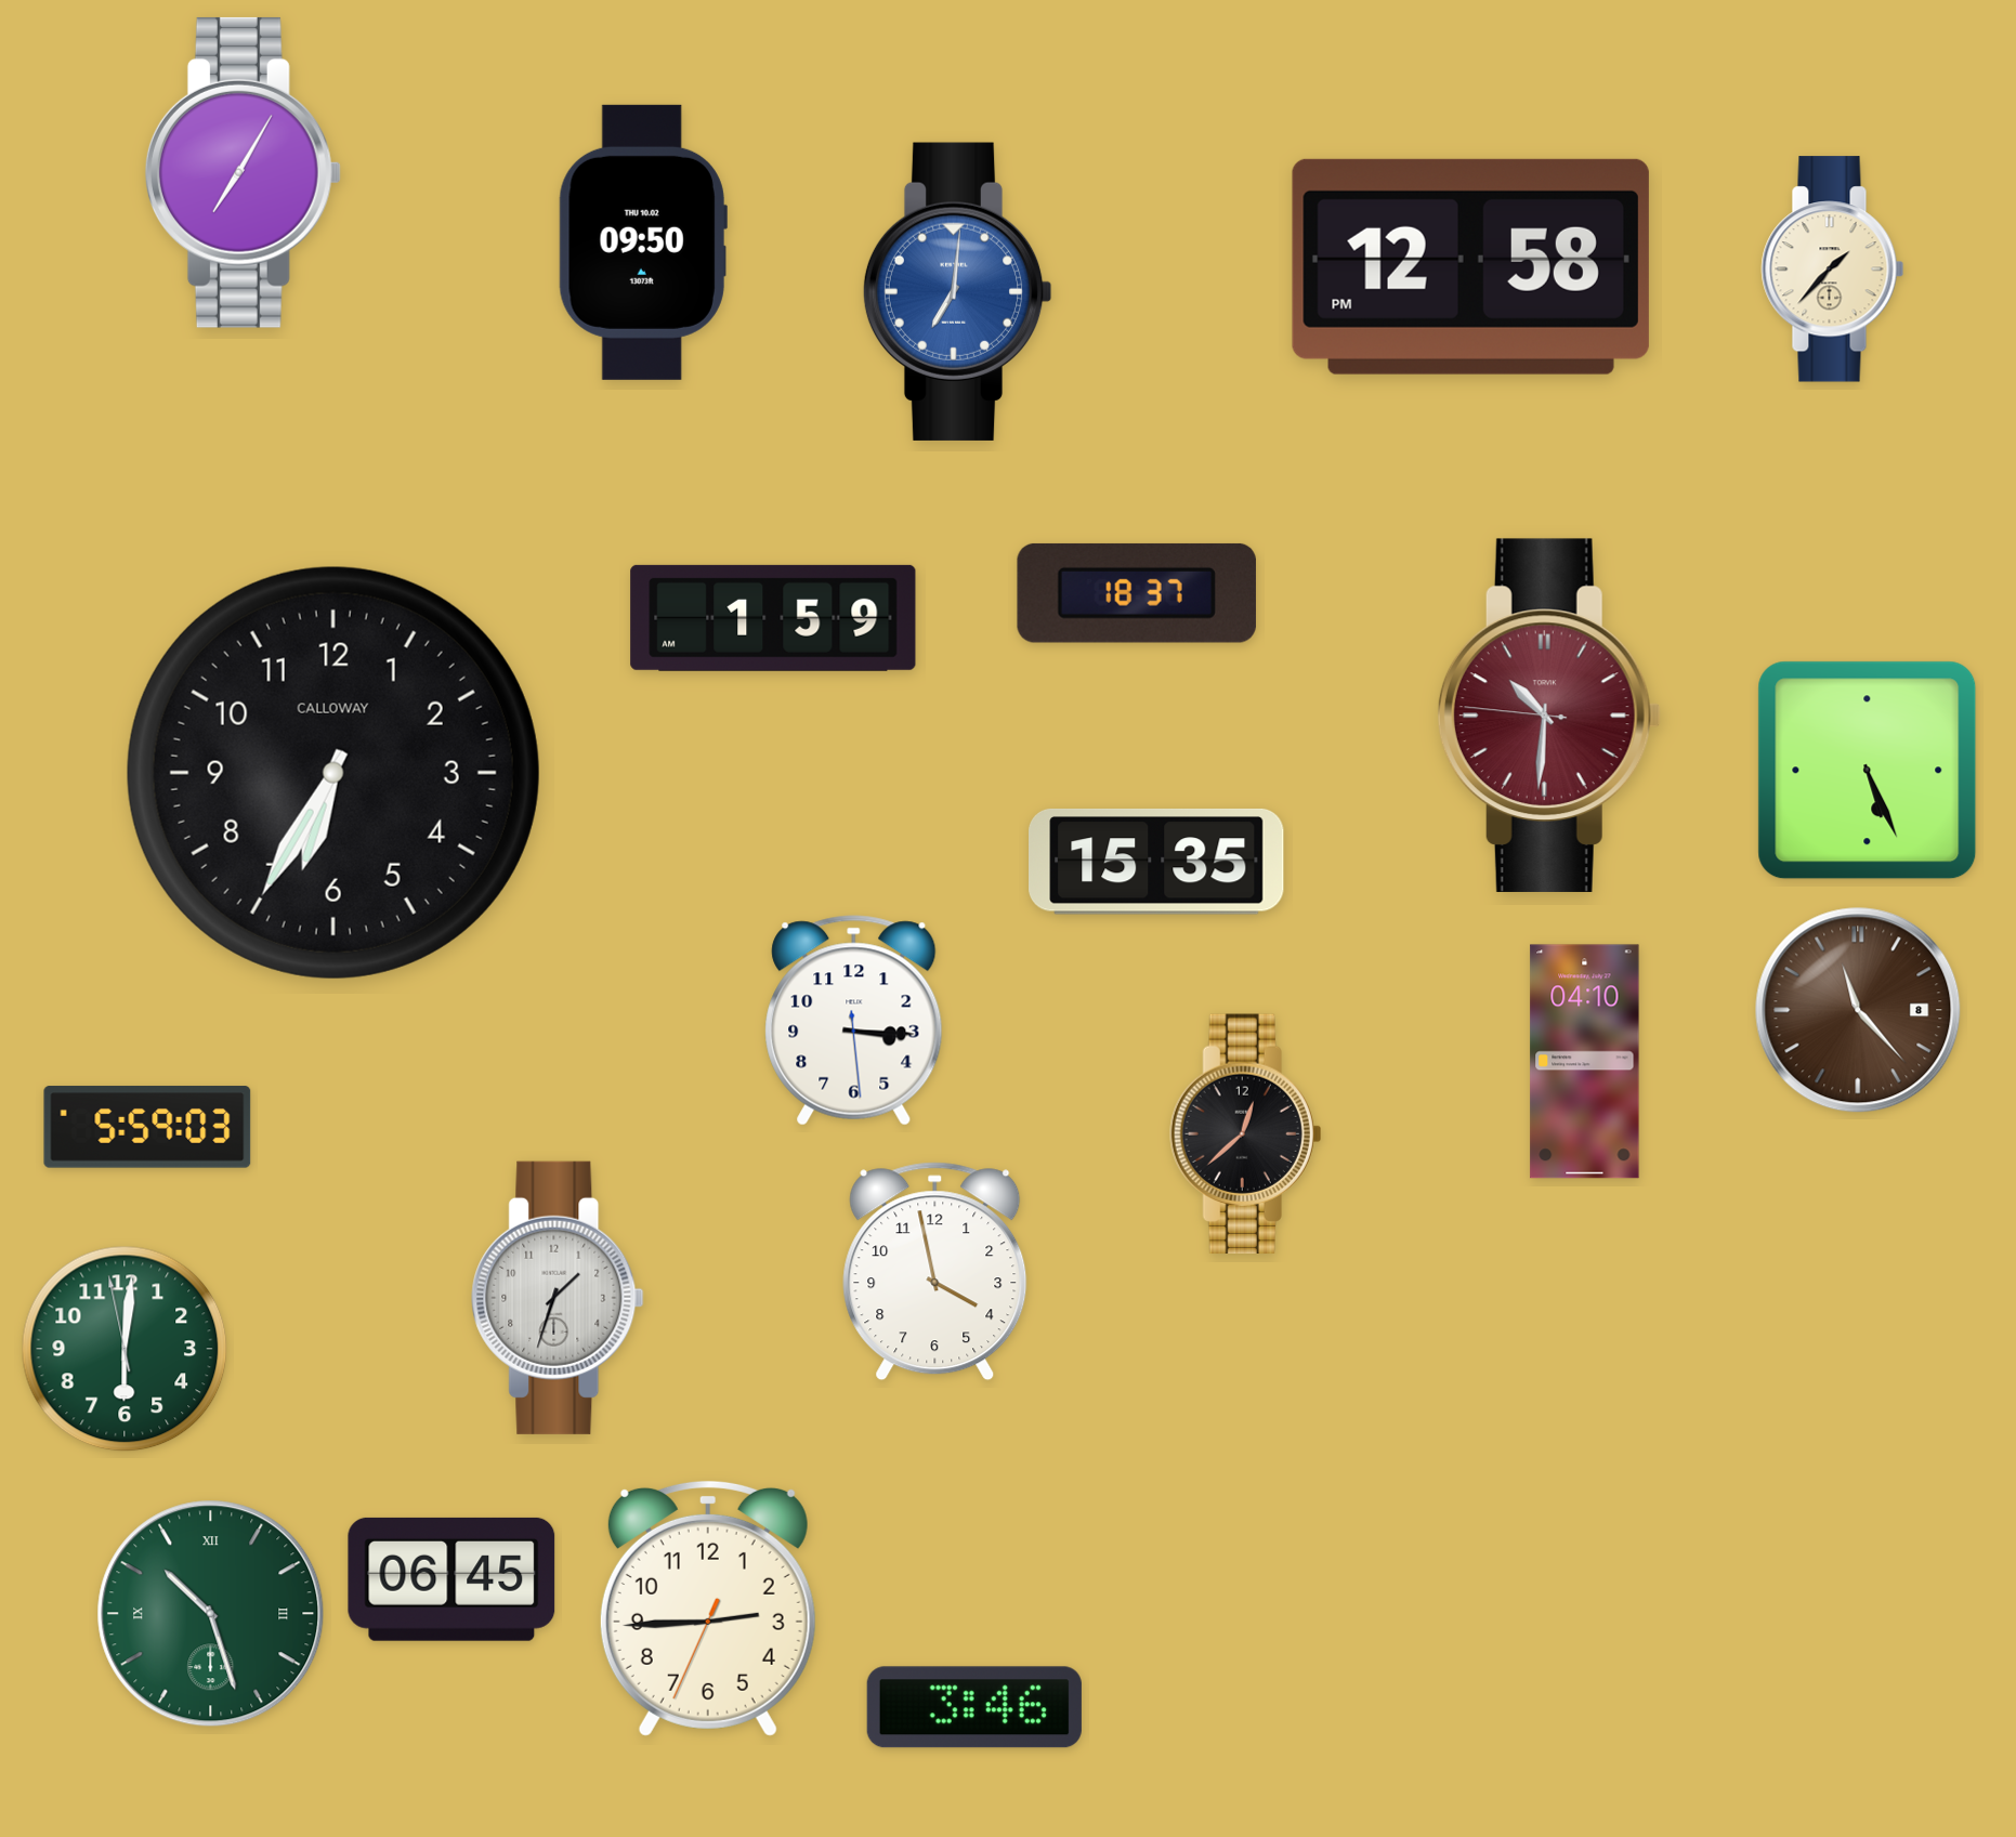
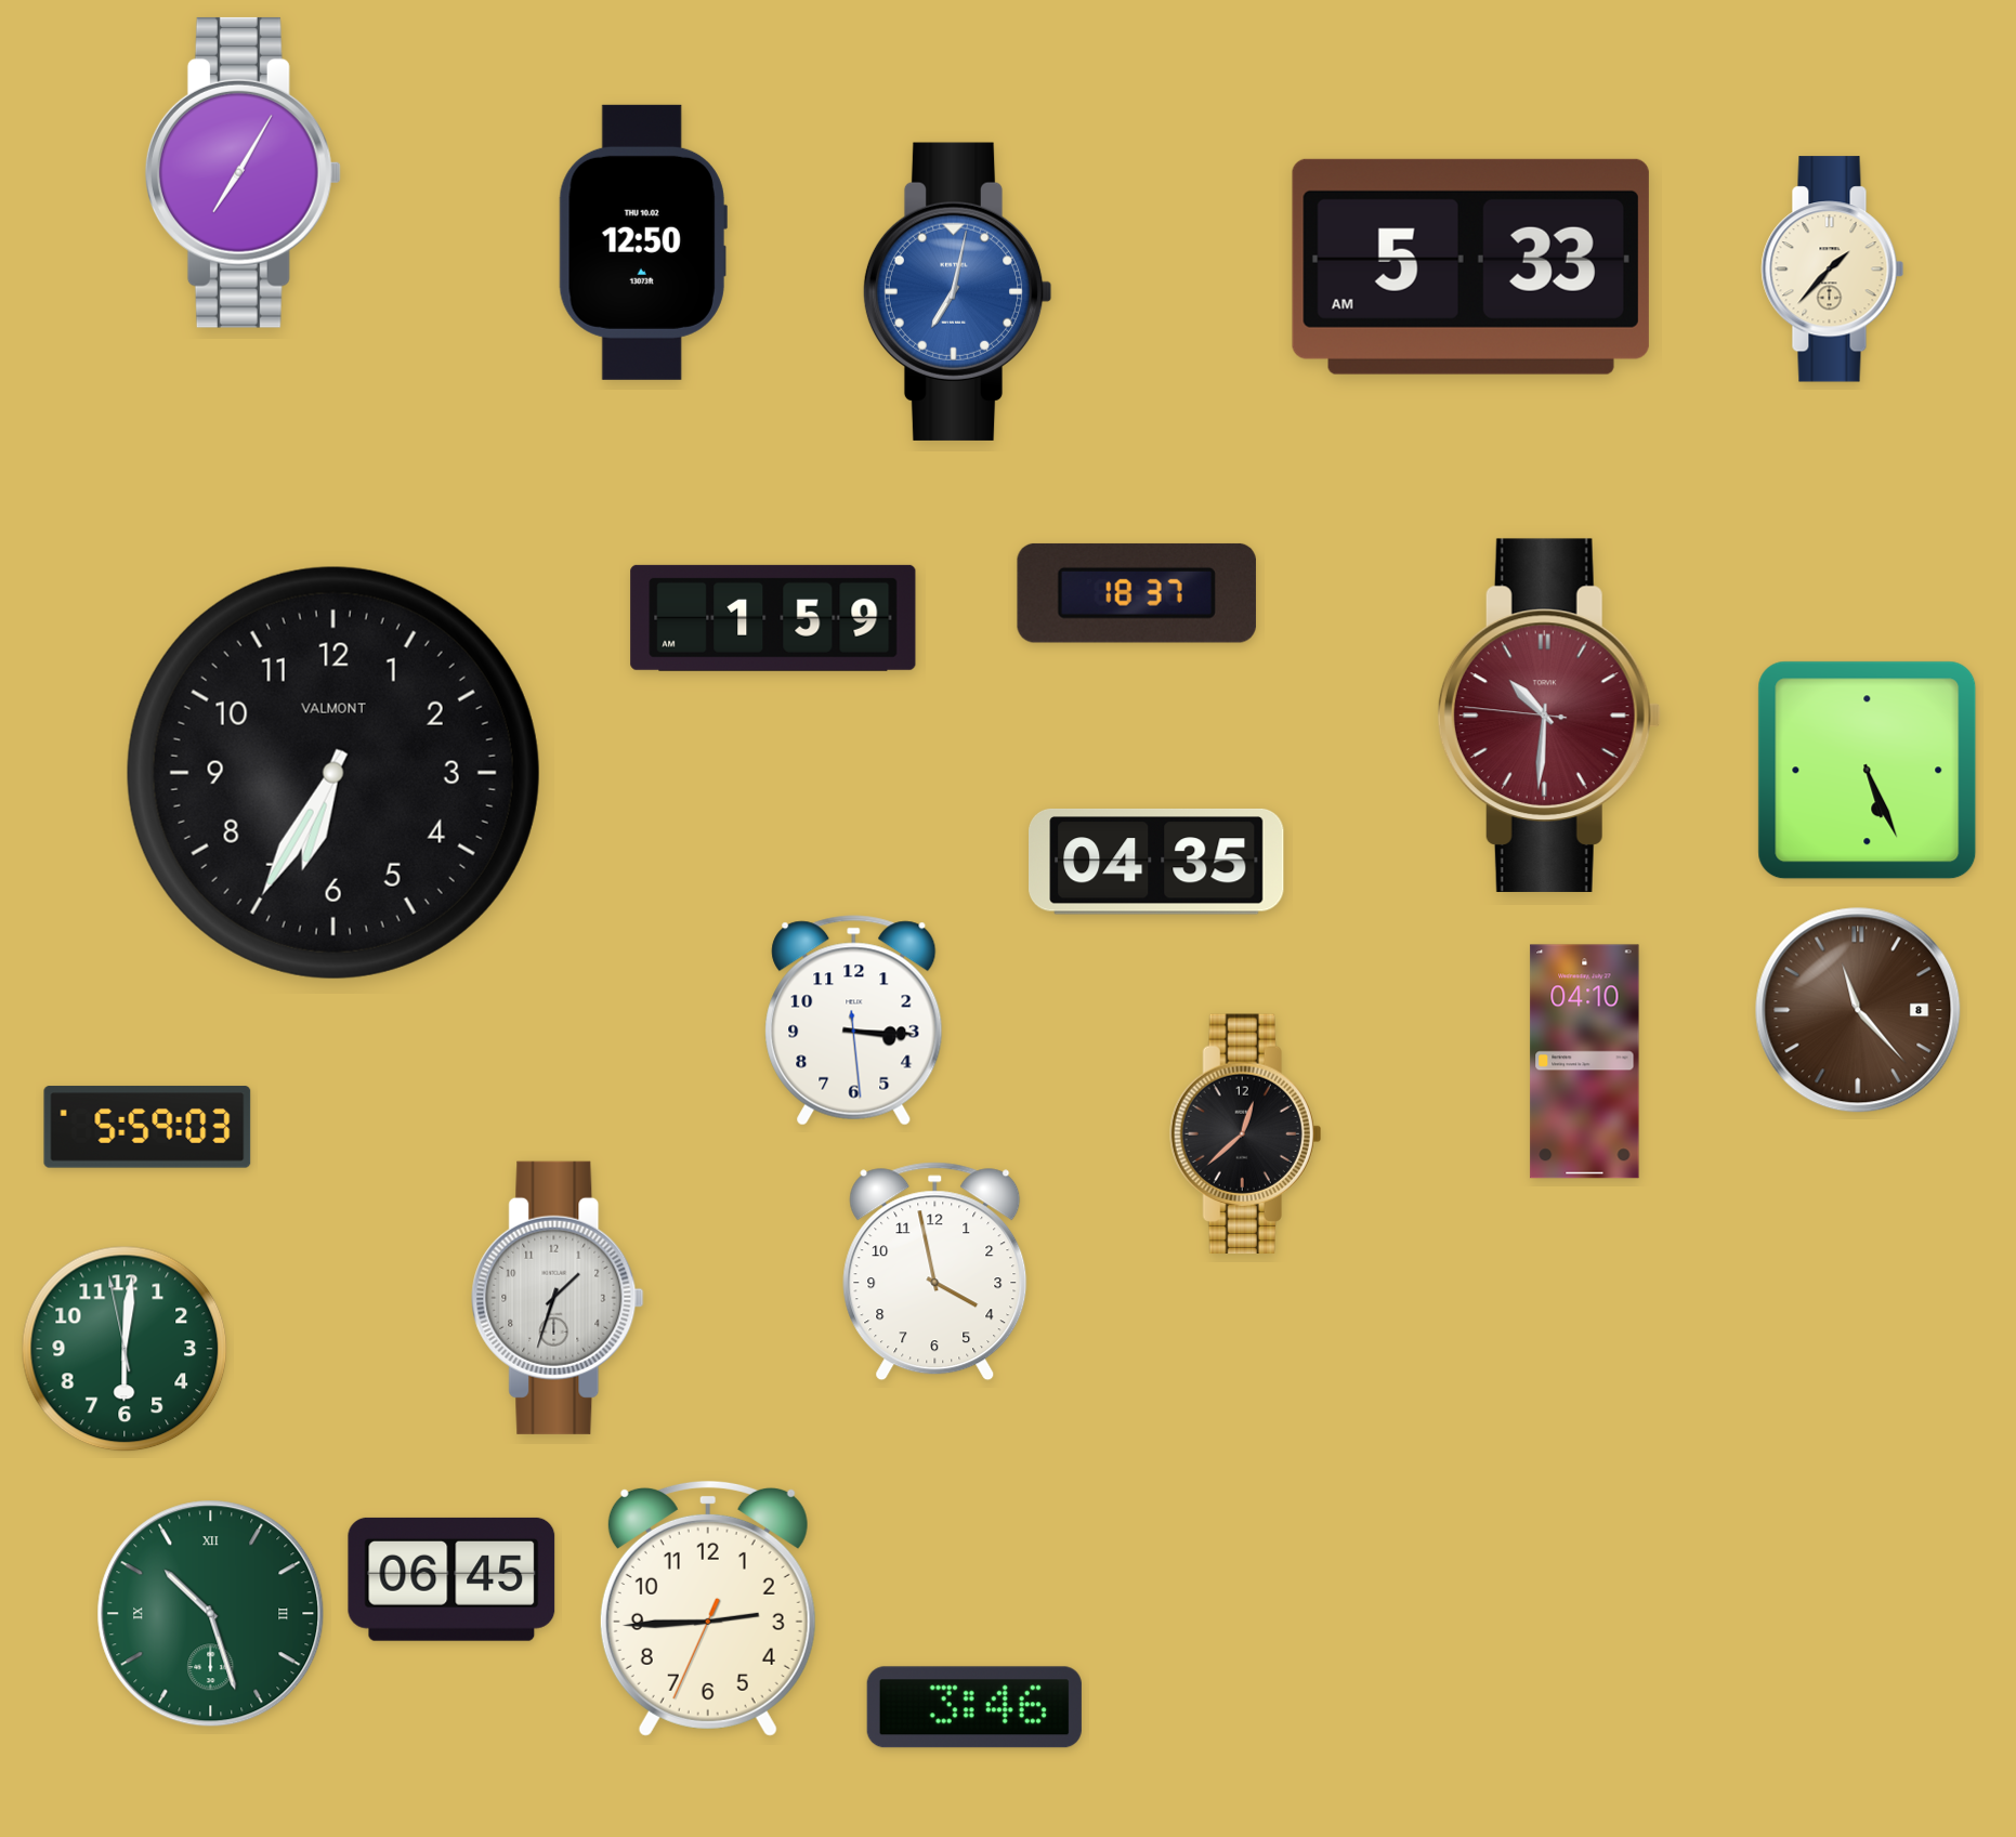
clock at (643, 242): 09:50 -> 12:50
clock at (1470, 266): 12:58 -> 5:33
clock at (957, 291): 7:01 -> 7:02
clock at (333, 773) brand: CALLOWAY -> VALMONT
clock at (1156, 862): 15:35 -> 04:35
